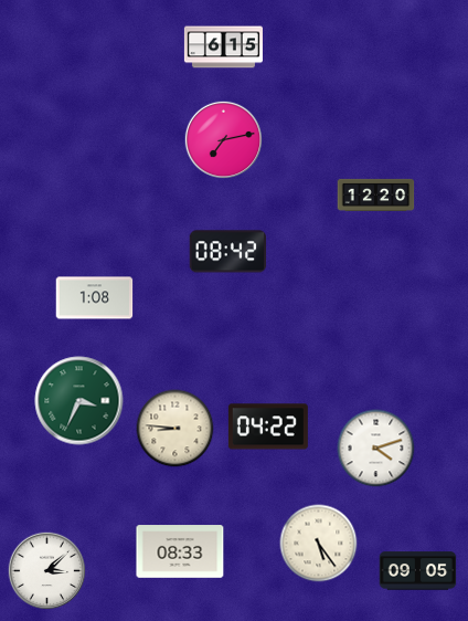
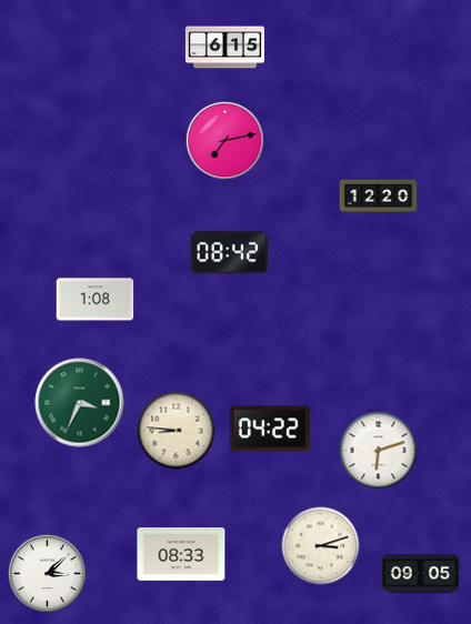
clock at (376, 449): 4:12 -> 6:12
clock at (319, 544): 5:24 -> 3:12
